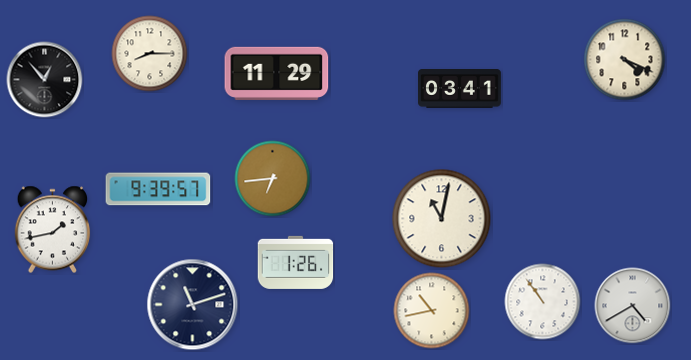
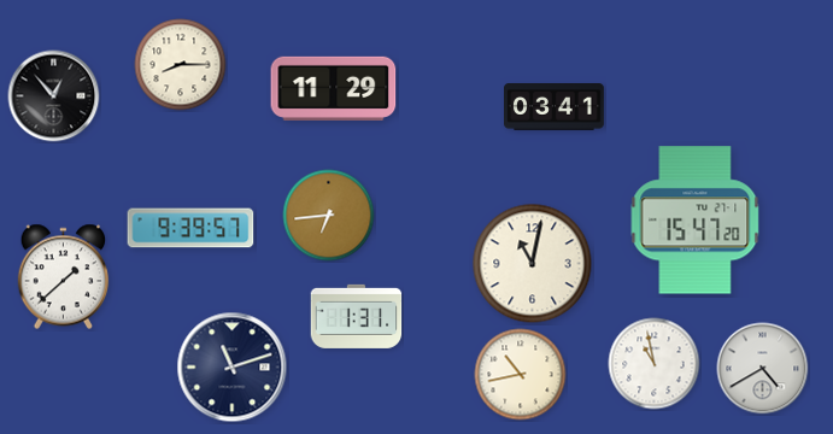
clock at (625, 60): 4:19 -> none
clock at (696, 221): none -> 15:47
clock at (53, 230): 1:43 -> 1:38
clock at (296, 262): 1:26 -> 1:31
clock at (543, 302): 10:54 -> 10:58
